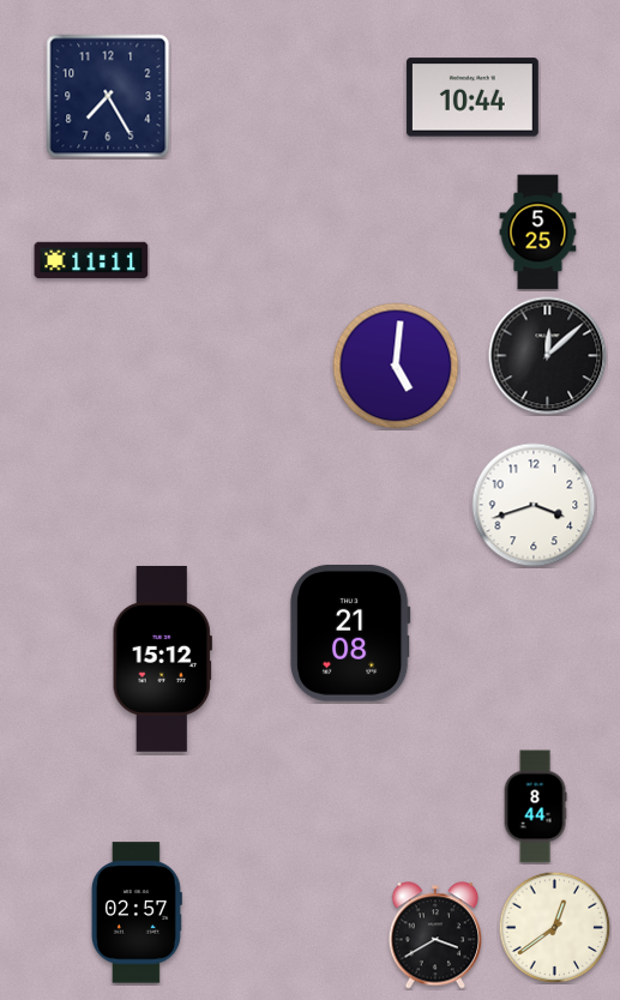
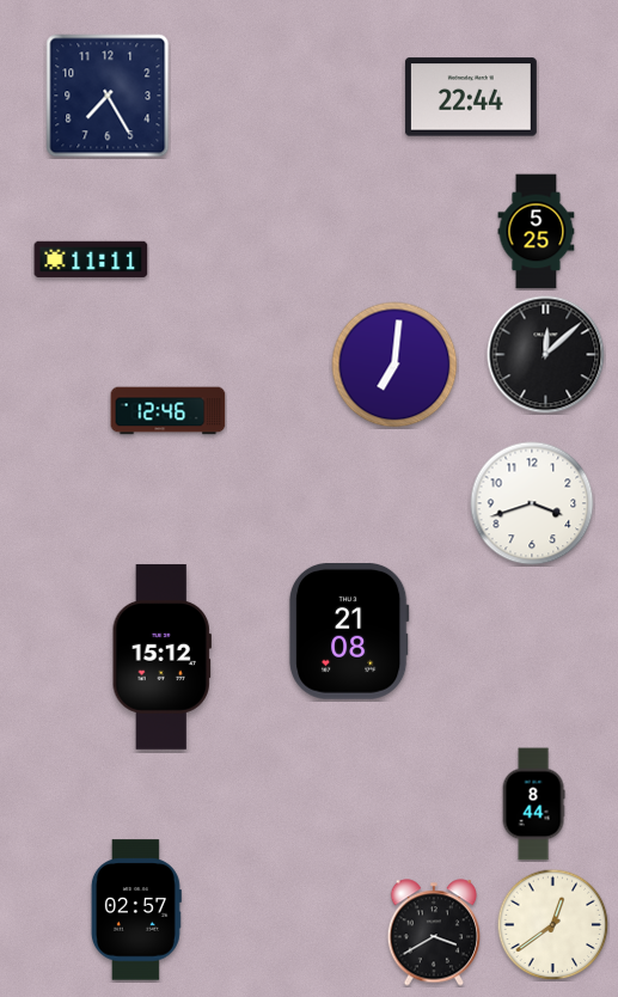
clock at (472, 97): 10:44 -> 22:44
clock at (396, 366): 5:01 -> 7:01
clock at (169, 411): none -> 12:46
